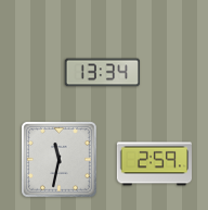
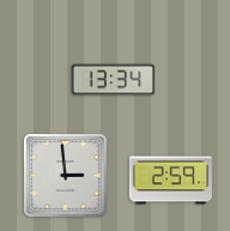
clock at (60, 160): 11:32 -> 2:59
